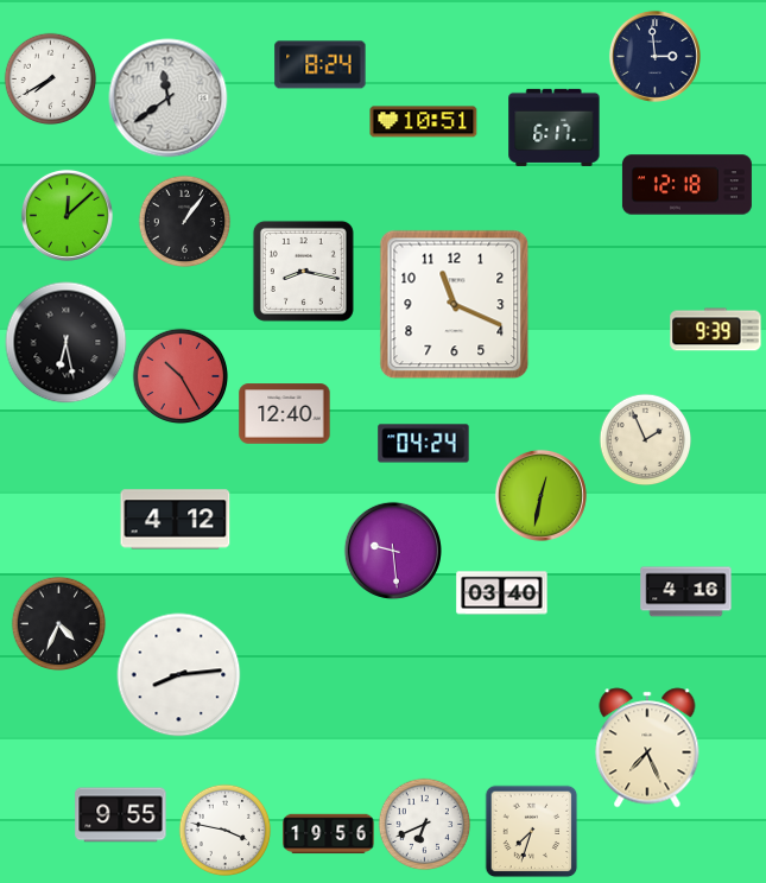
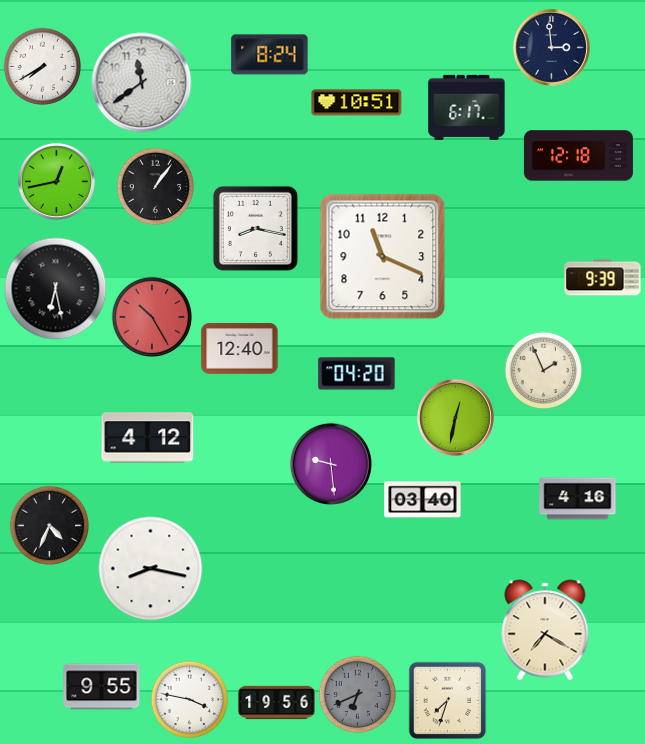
clock at (67, 215): 12:08 -> 12:43
clock at (424, 444): 04:24 -> 04:20
clock at (179, 675): 8:14 -> 8:17
clock at (647, 748): 7:26 -> 7:20
clock at (424, 824) dial: white -> grey
